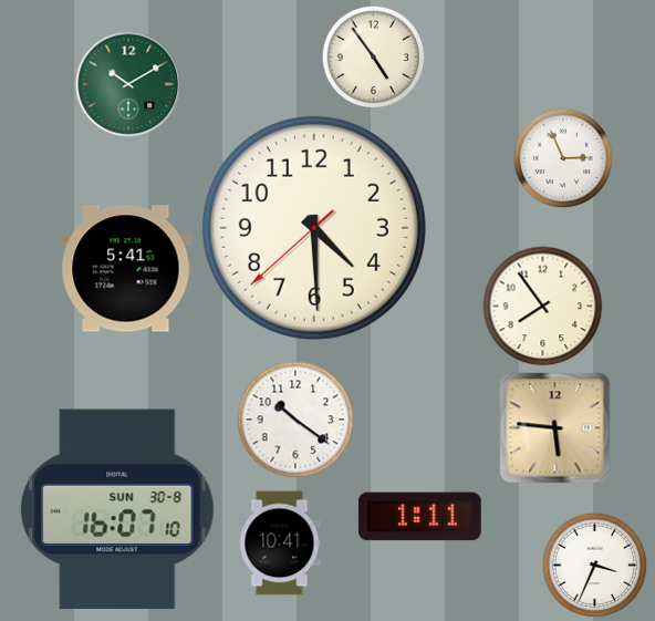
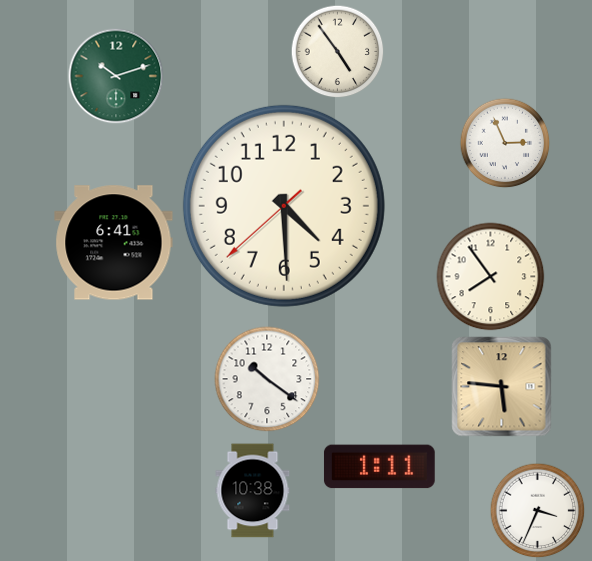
clock at (128, 84): 10:10 -> 10:12
clock at (563, 158) position: (563, 158) -> (505, 143)
clock at (126, 269): 5:41 -> 6:41
clock at (117, 509): 16:07 -> none
clock at (280, 544): 10:41 -> 10:38
